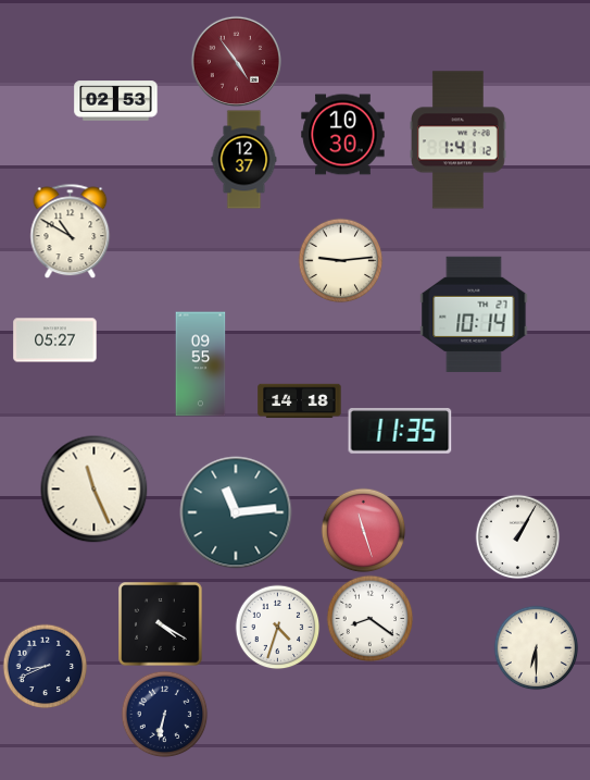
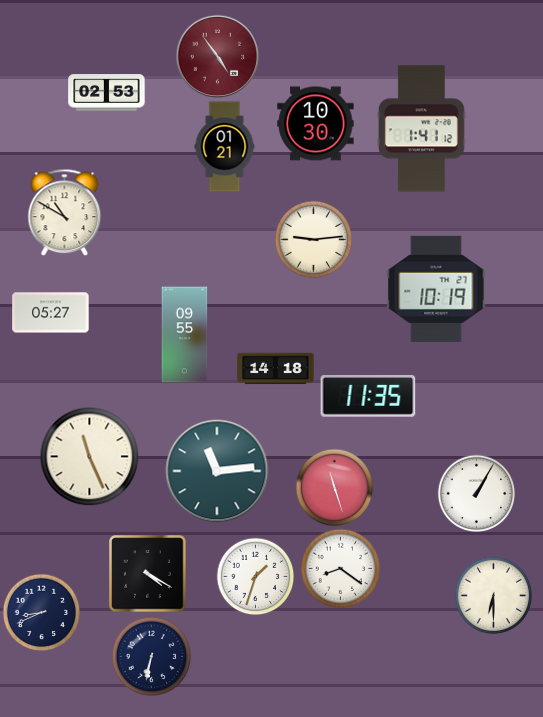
clock at (244, 160): 12:37 -> 01:21
clock at (474, 314): 10:14 -> 10:19
clock at (95, 490) position: (95, 490) -> (90, 457)
clock at (277, 627): 4:33 -> 1:33
